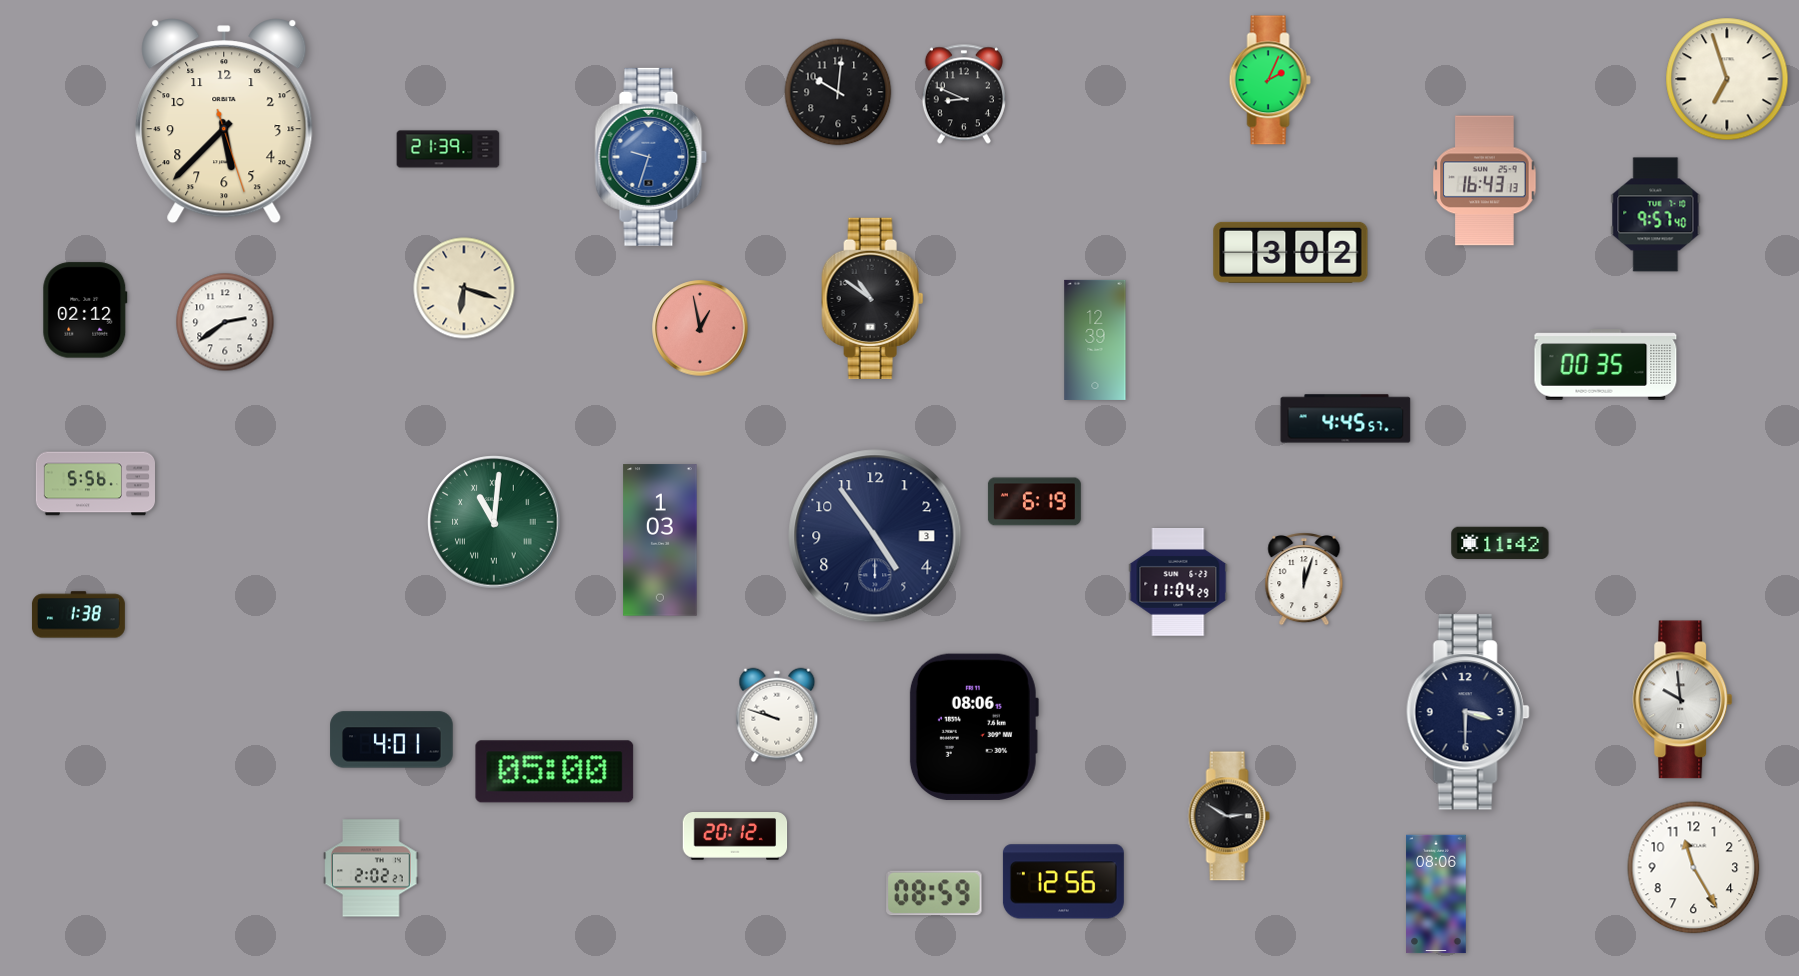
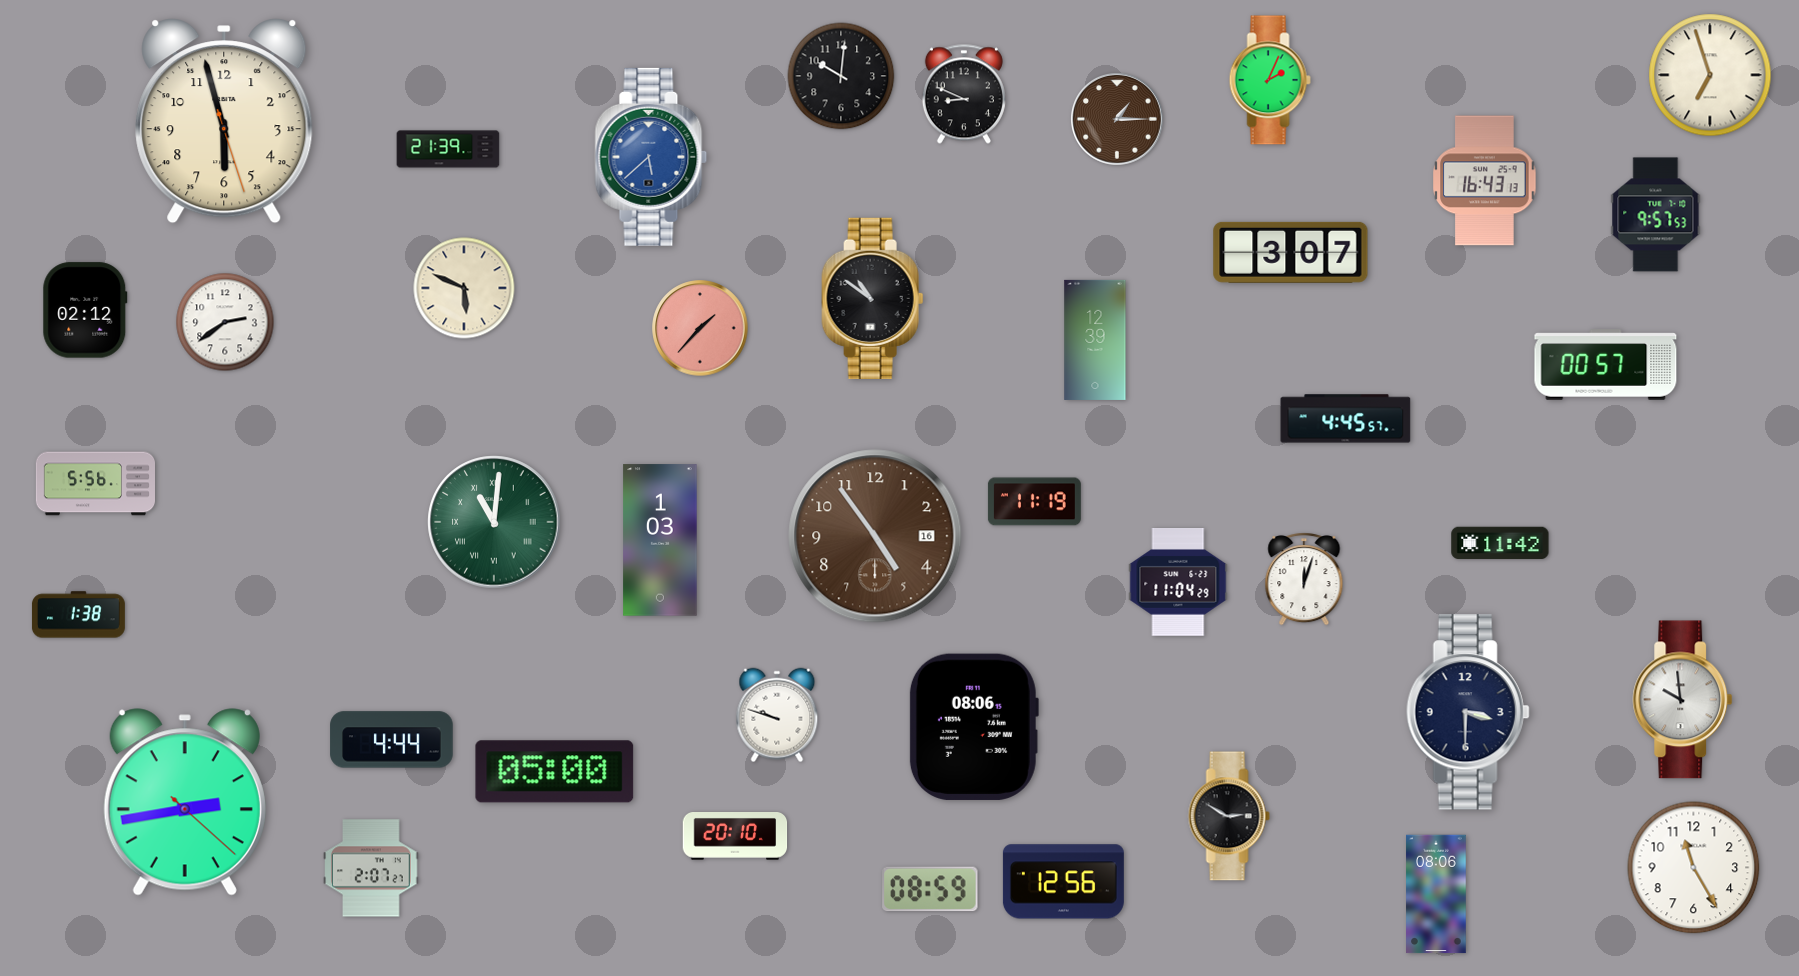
clock at (1727, 79) position: (1727, 79) -> (1710, 75)
clock at (838, 92) position: (838, 92) -> (841, 76)
clock at (1118, 120): none -> 1:15
clock at (224, 121): 5:37 -> 5:57
clock at (651, 157): 9:33 -> 5:38
clock at (1656, 215): 9:57:40 -> 9:57:53
clock at (1291, 252): 3:02 -> 3:07
clock at (464, 288): 6:18 -> 5:49
clock at (700, 328): 12:58 -> 1:37
clock at (1606, 365): 00:35 -> 00:57
clock at (1034, 502): 6:19 -> 11:19
clock at (875, 536) date: 3 -> 16
clock at (875, 536) dial: navy -> brown
clock at (392, 740): 4:01 -> 4:44
clock at (185, 802): none -> 2:43
clock at (735, 837): 20:12 -> 20:10
clock at (371, 868): 2:02 -> 2:07
clock at (934, 893) position: (934, 893) -> (930, 889)
